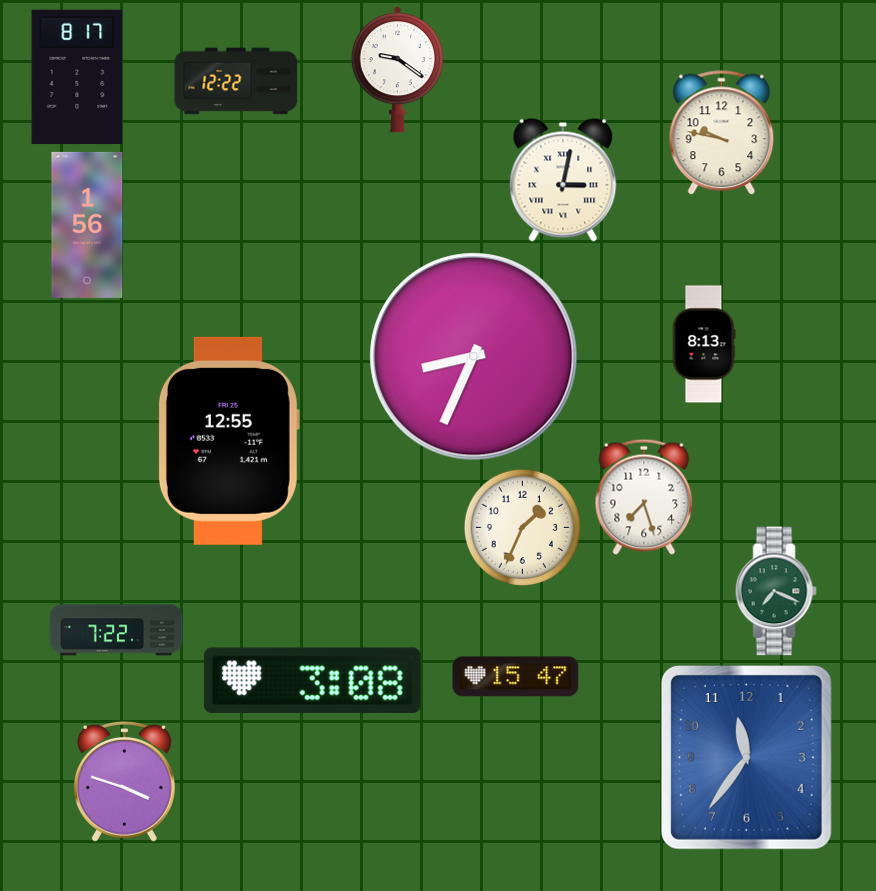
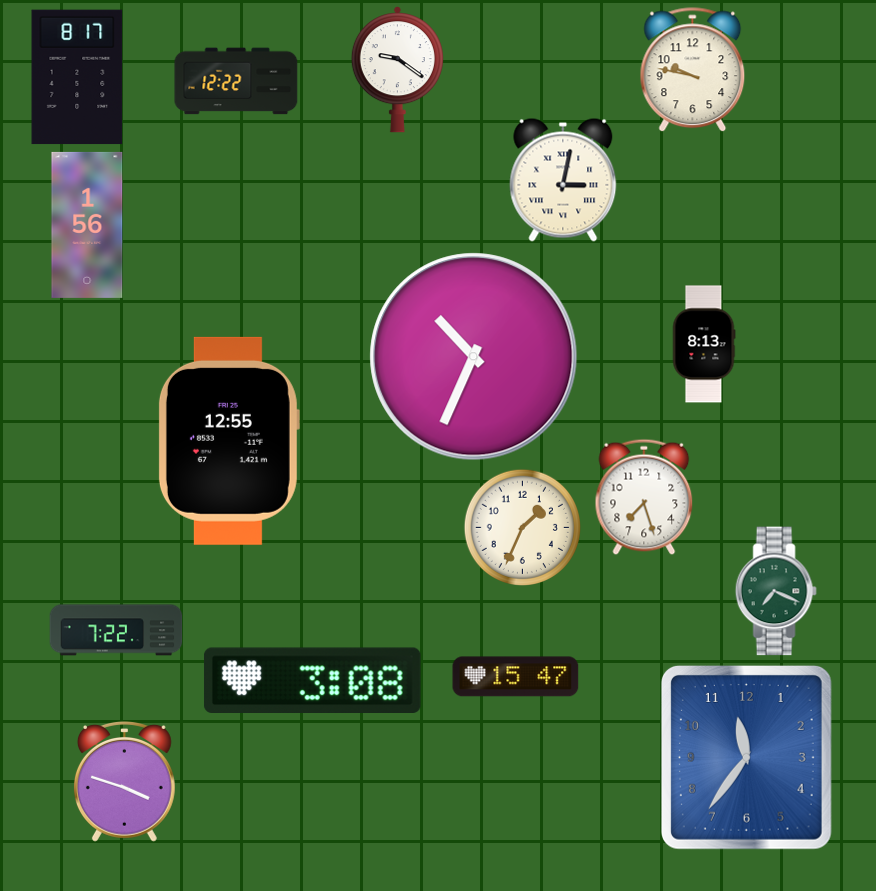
clock at (722, 133) position: (722, 133) -> (693, 70)
clock at (474, 357): 8:34 -> 10:34
